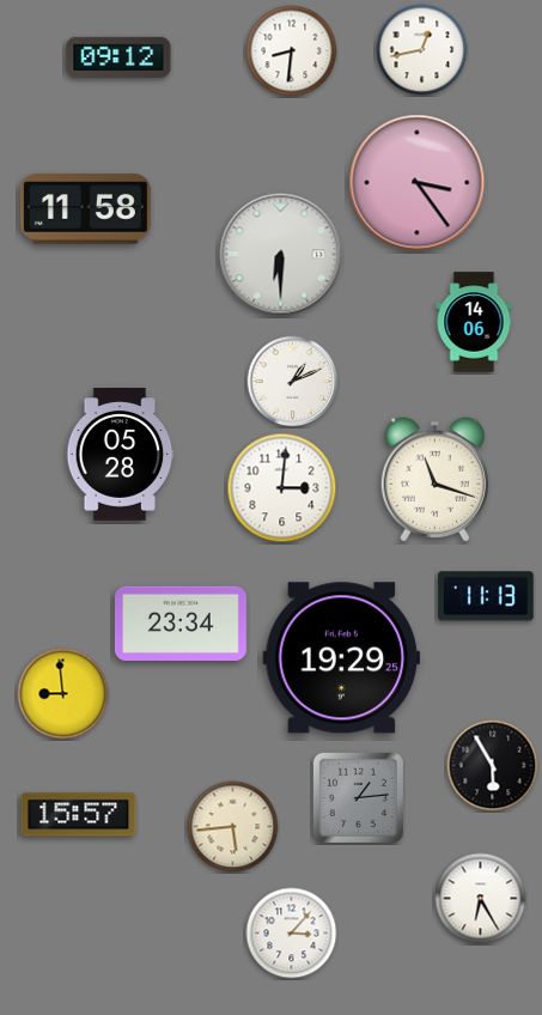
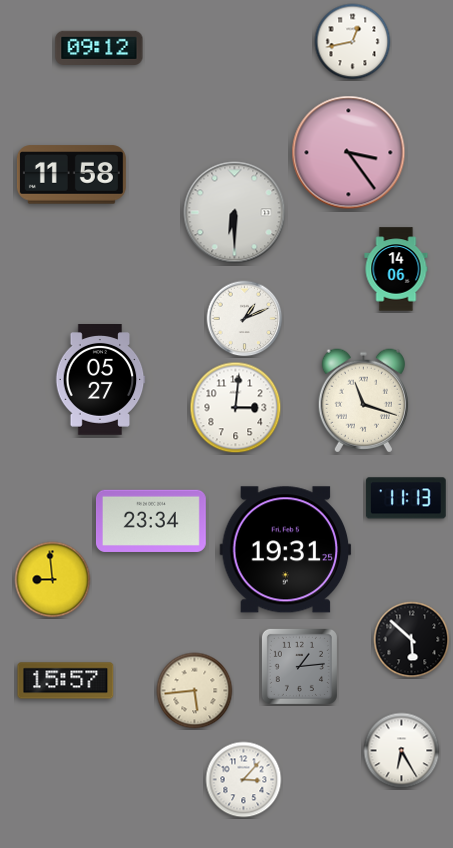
clock at (292, 51): 8:31 -> none
clock at (120, 455): 05:28 -> 05:27
clock at (342, 658): 19:29 -> 19:31
clock at (493, 766): 5:55 -> 5:52
